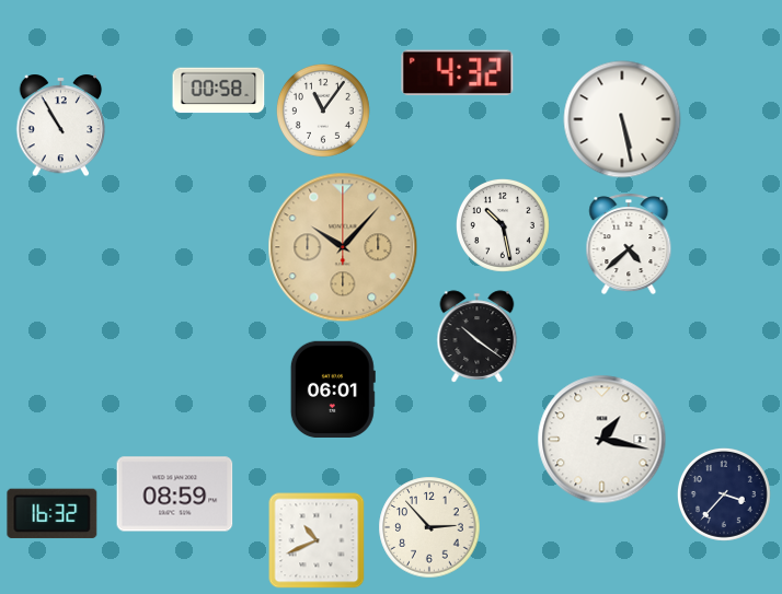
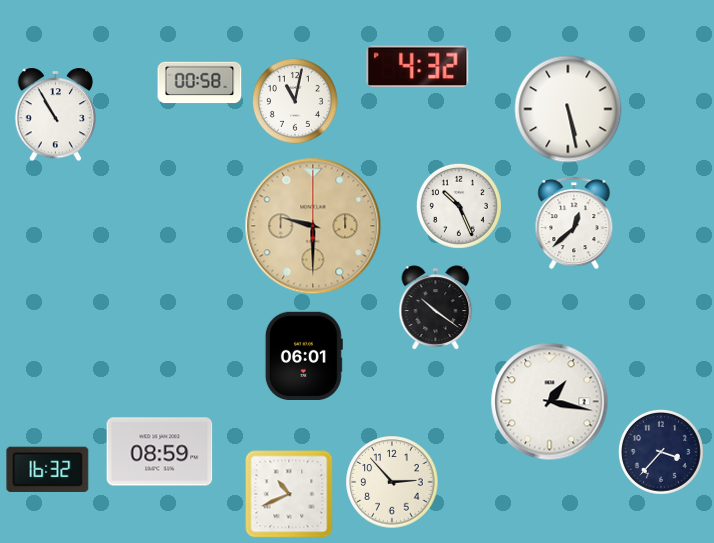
clock at (323, 110): 11:06 -> 11:02
clock at (503, 225): 10:28 -> 10:26
clock at (629, 244): 4:38 -> 12:38
clock at (343, 247): 10:07 -> 9:30
